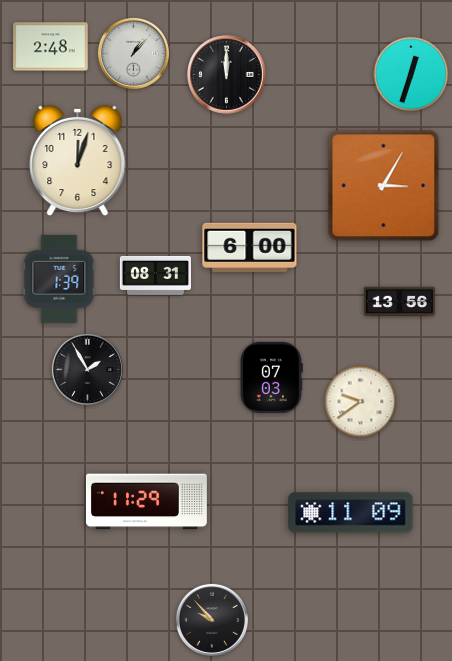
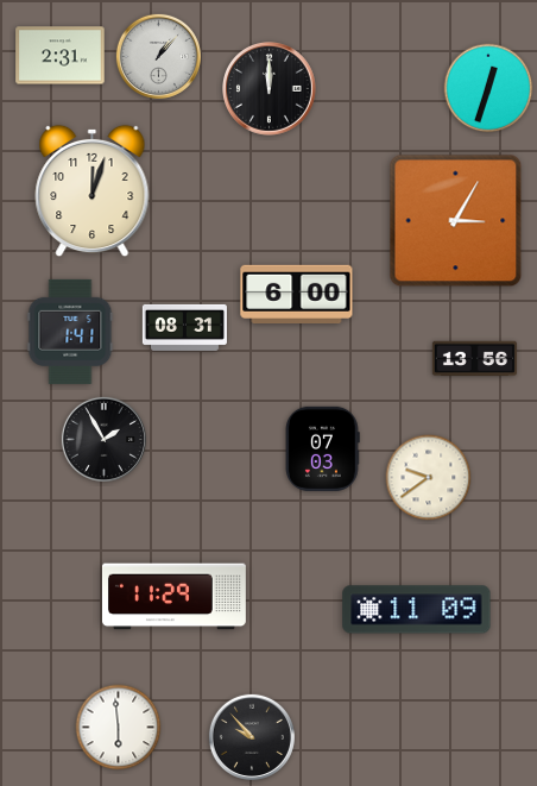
clock at (51, 47): 2:48 -> 2:31
clock at (133, 53) position: (133, 53) -> (158, 56)
clock at (59, 279): 1:39 -> 1:41
clock at (119, 728): none -> 5:59
